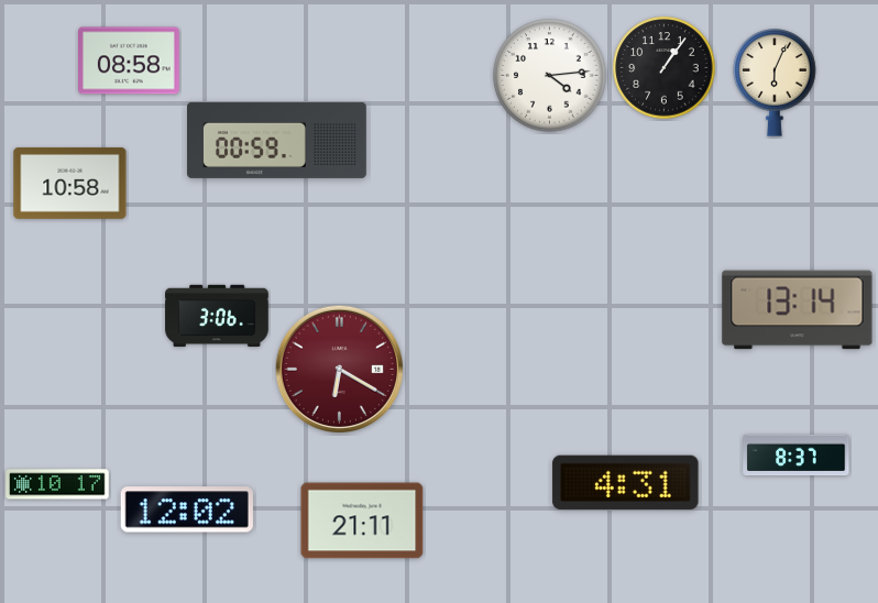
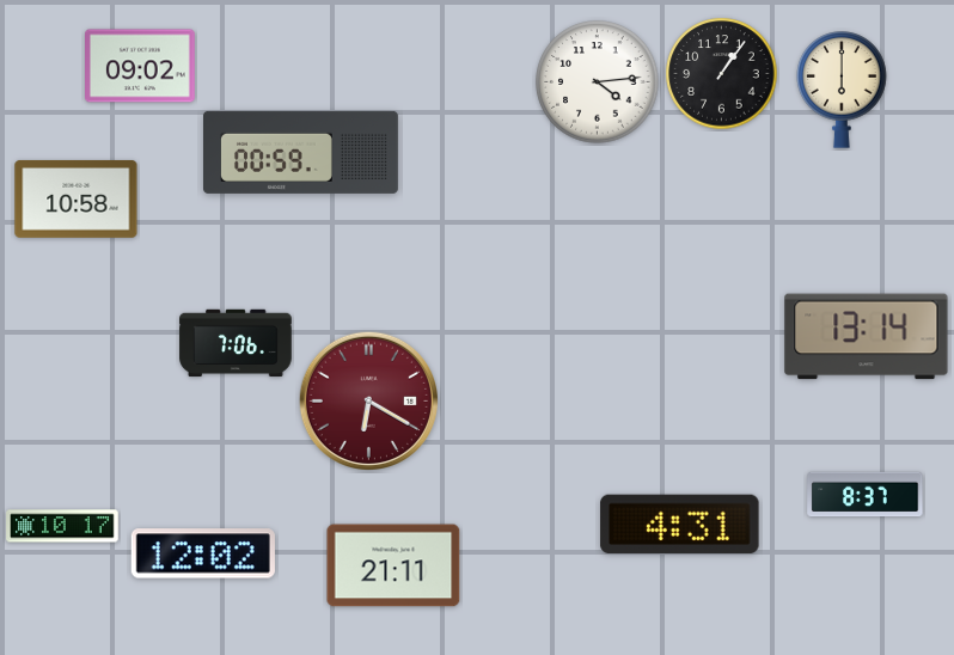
clock at (130, 61): 08:58 -> 09:02
clock at (775, 83): 6:04 -> 6:00
clock at (217, 316): 3:06 -> 7:06
